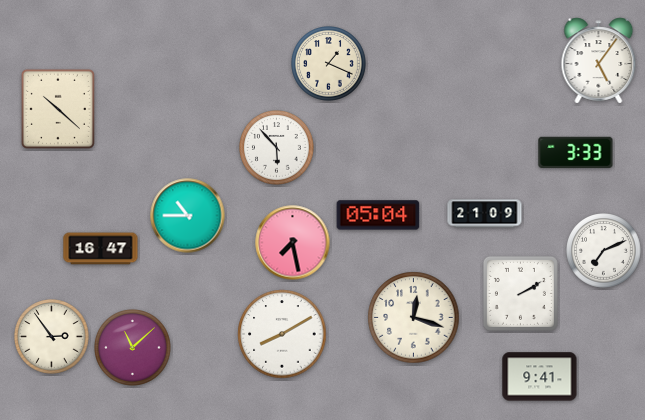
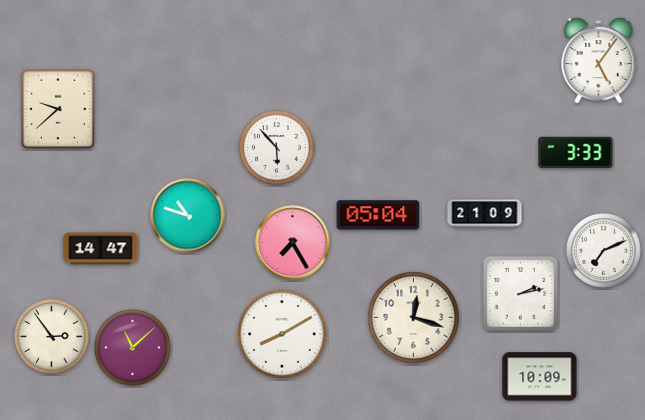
clock at (329, 64): 1:19 -> none
clock at (58, 109): 10:22 -> 9:38
clock at (188, 216): 10:45 -> 10:48
clock at (293, 243): 7:28 -> 7:25
clock at (101, 249): 16:47 -> 14:47
clock at (520, 293): 2:10 -> 2:13
clock at (540, 377): 9:41 -> 10:09
